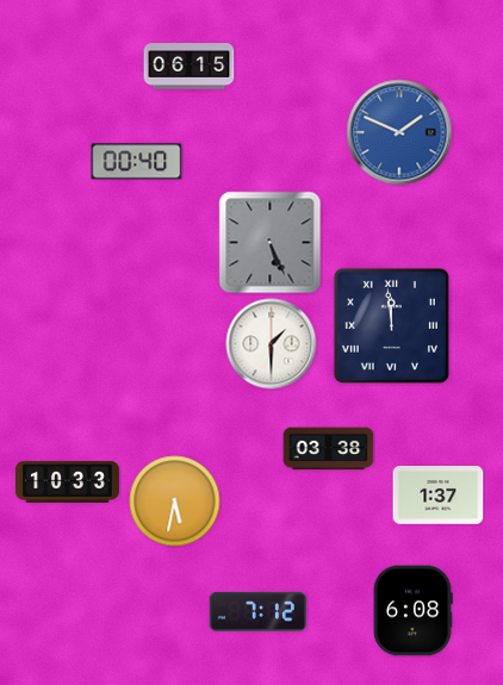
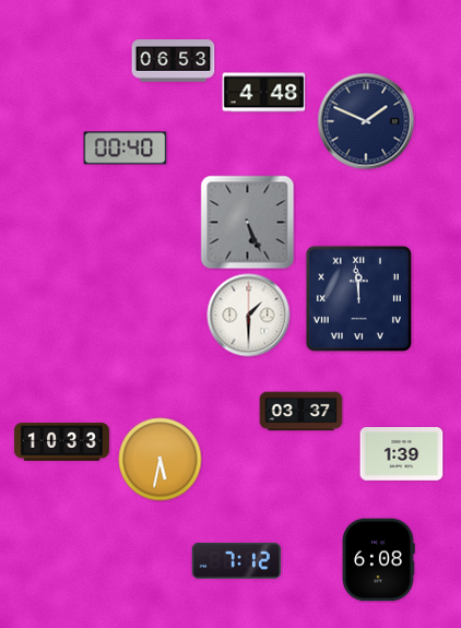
clock at (190, 67): 06:15 -> 06:53
clock at (264, 93): none -> 4:48
clock at (399, 132) dial: blue -> navy
clock at (329, 449): 03:38 -> 03:37
clock at (439, 496): 1:37 -> 1:39
